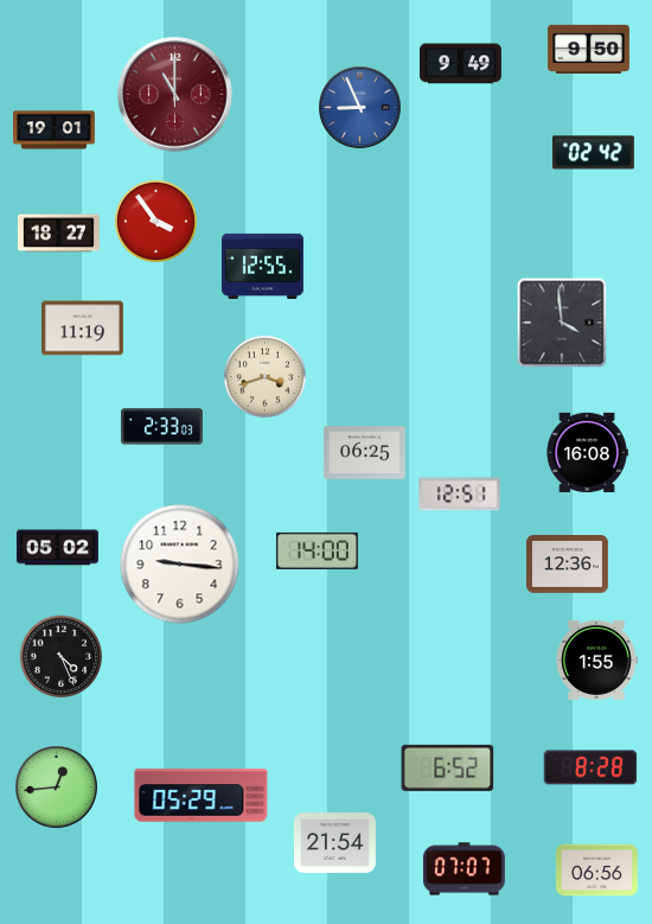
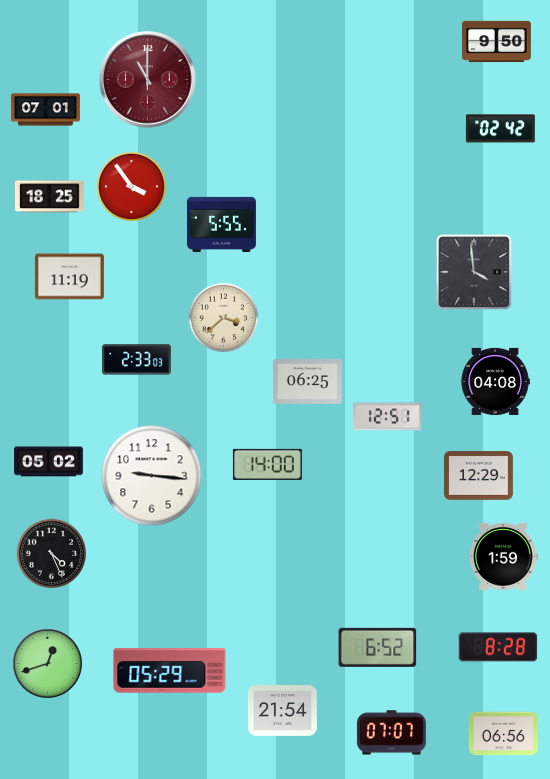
clock at (460, 64): 9:49 -> none
clock at (360, 108): 8:56 -> none
clock at (53, 130): 19:01 -> 07:01
clock at (58, 234): 18:27 -> 18:25
clock at (262, 266): 12:55 -> 5:55
clock at (266, 377): 3:42 -> 3:38
clock at (587, 452): 16:08 -> 04:08
clock at (567, 565): 12:36 -> 12:29
clock at (596, 659): 1:55 -> 1:59
clock at (57, 788): 12:44 -> 12:42
